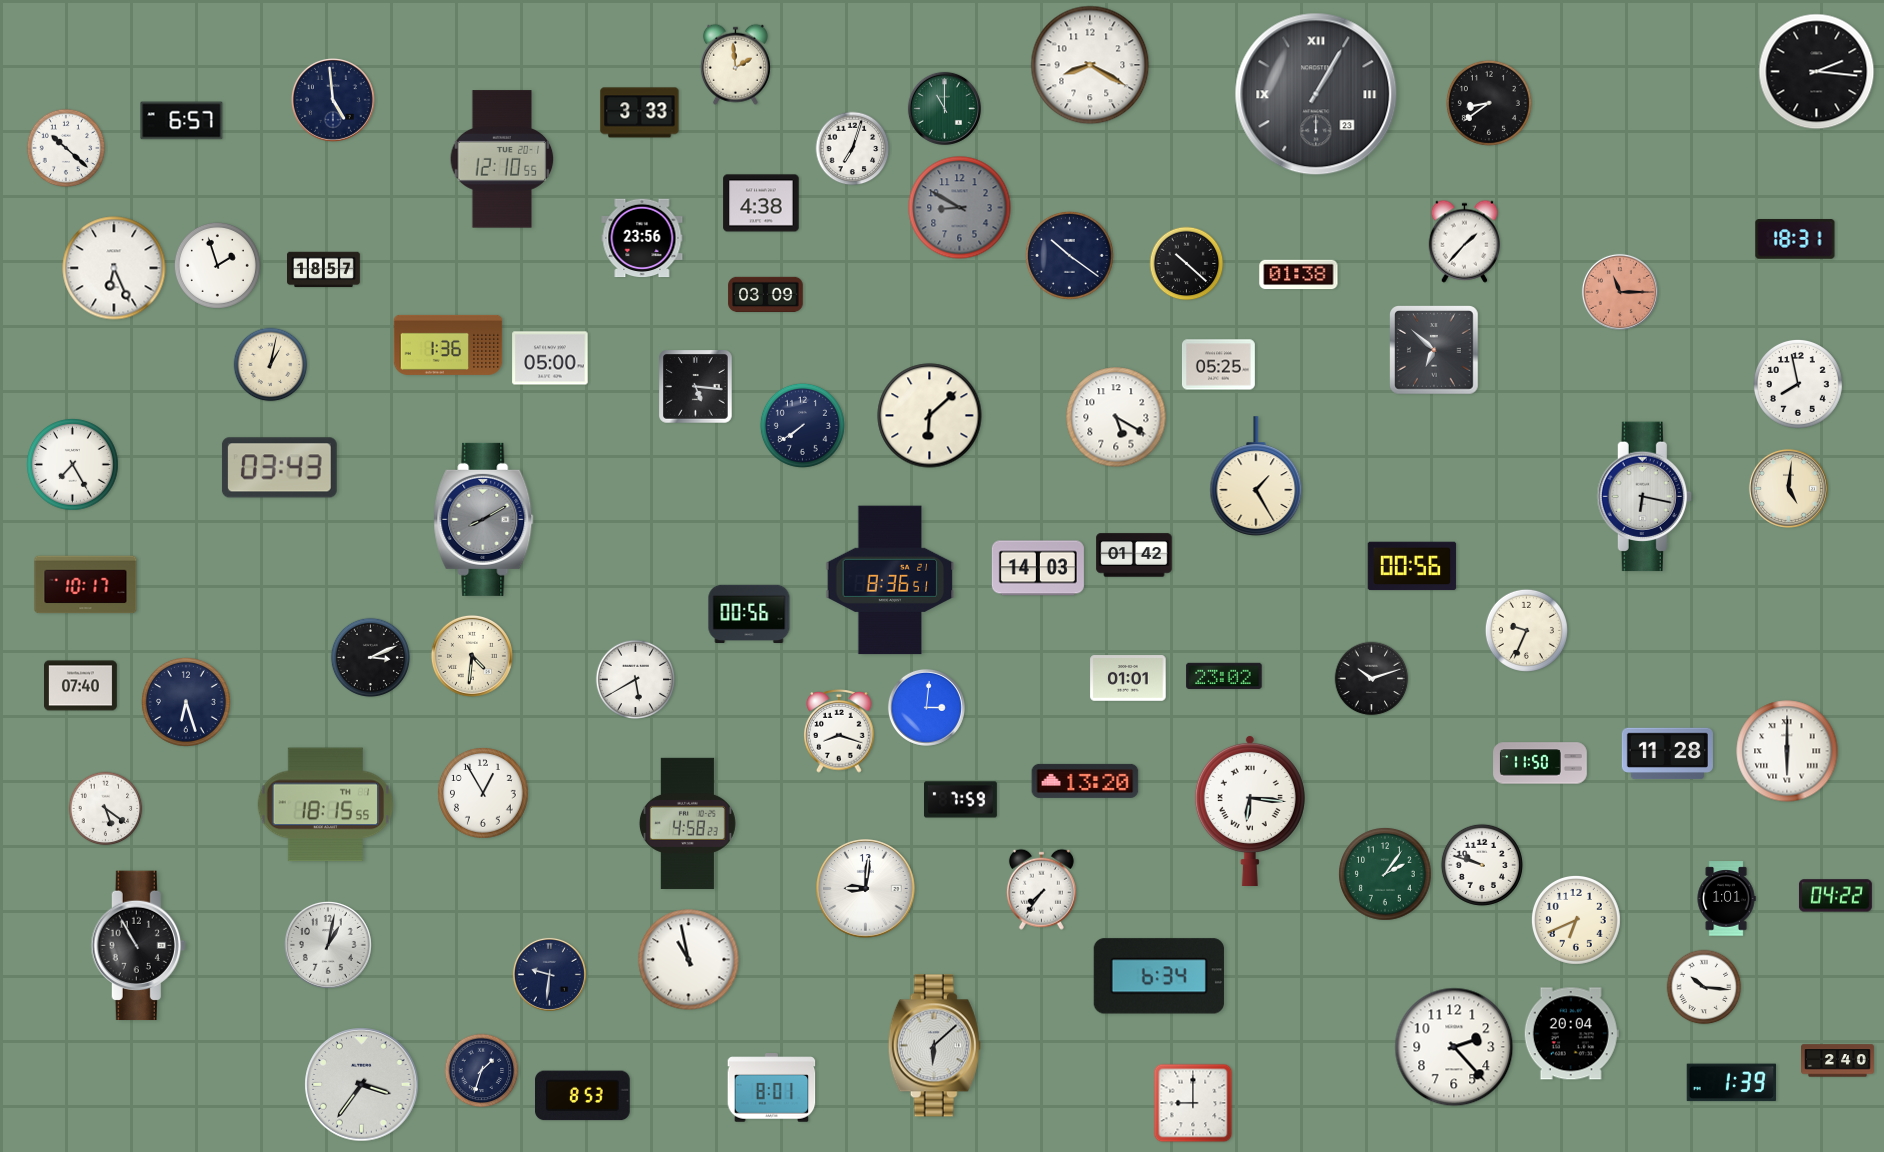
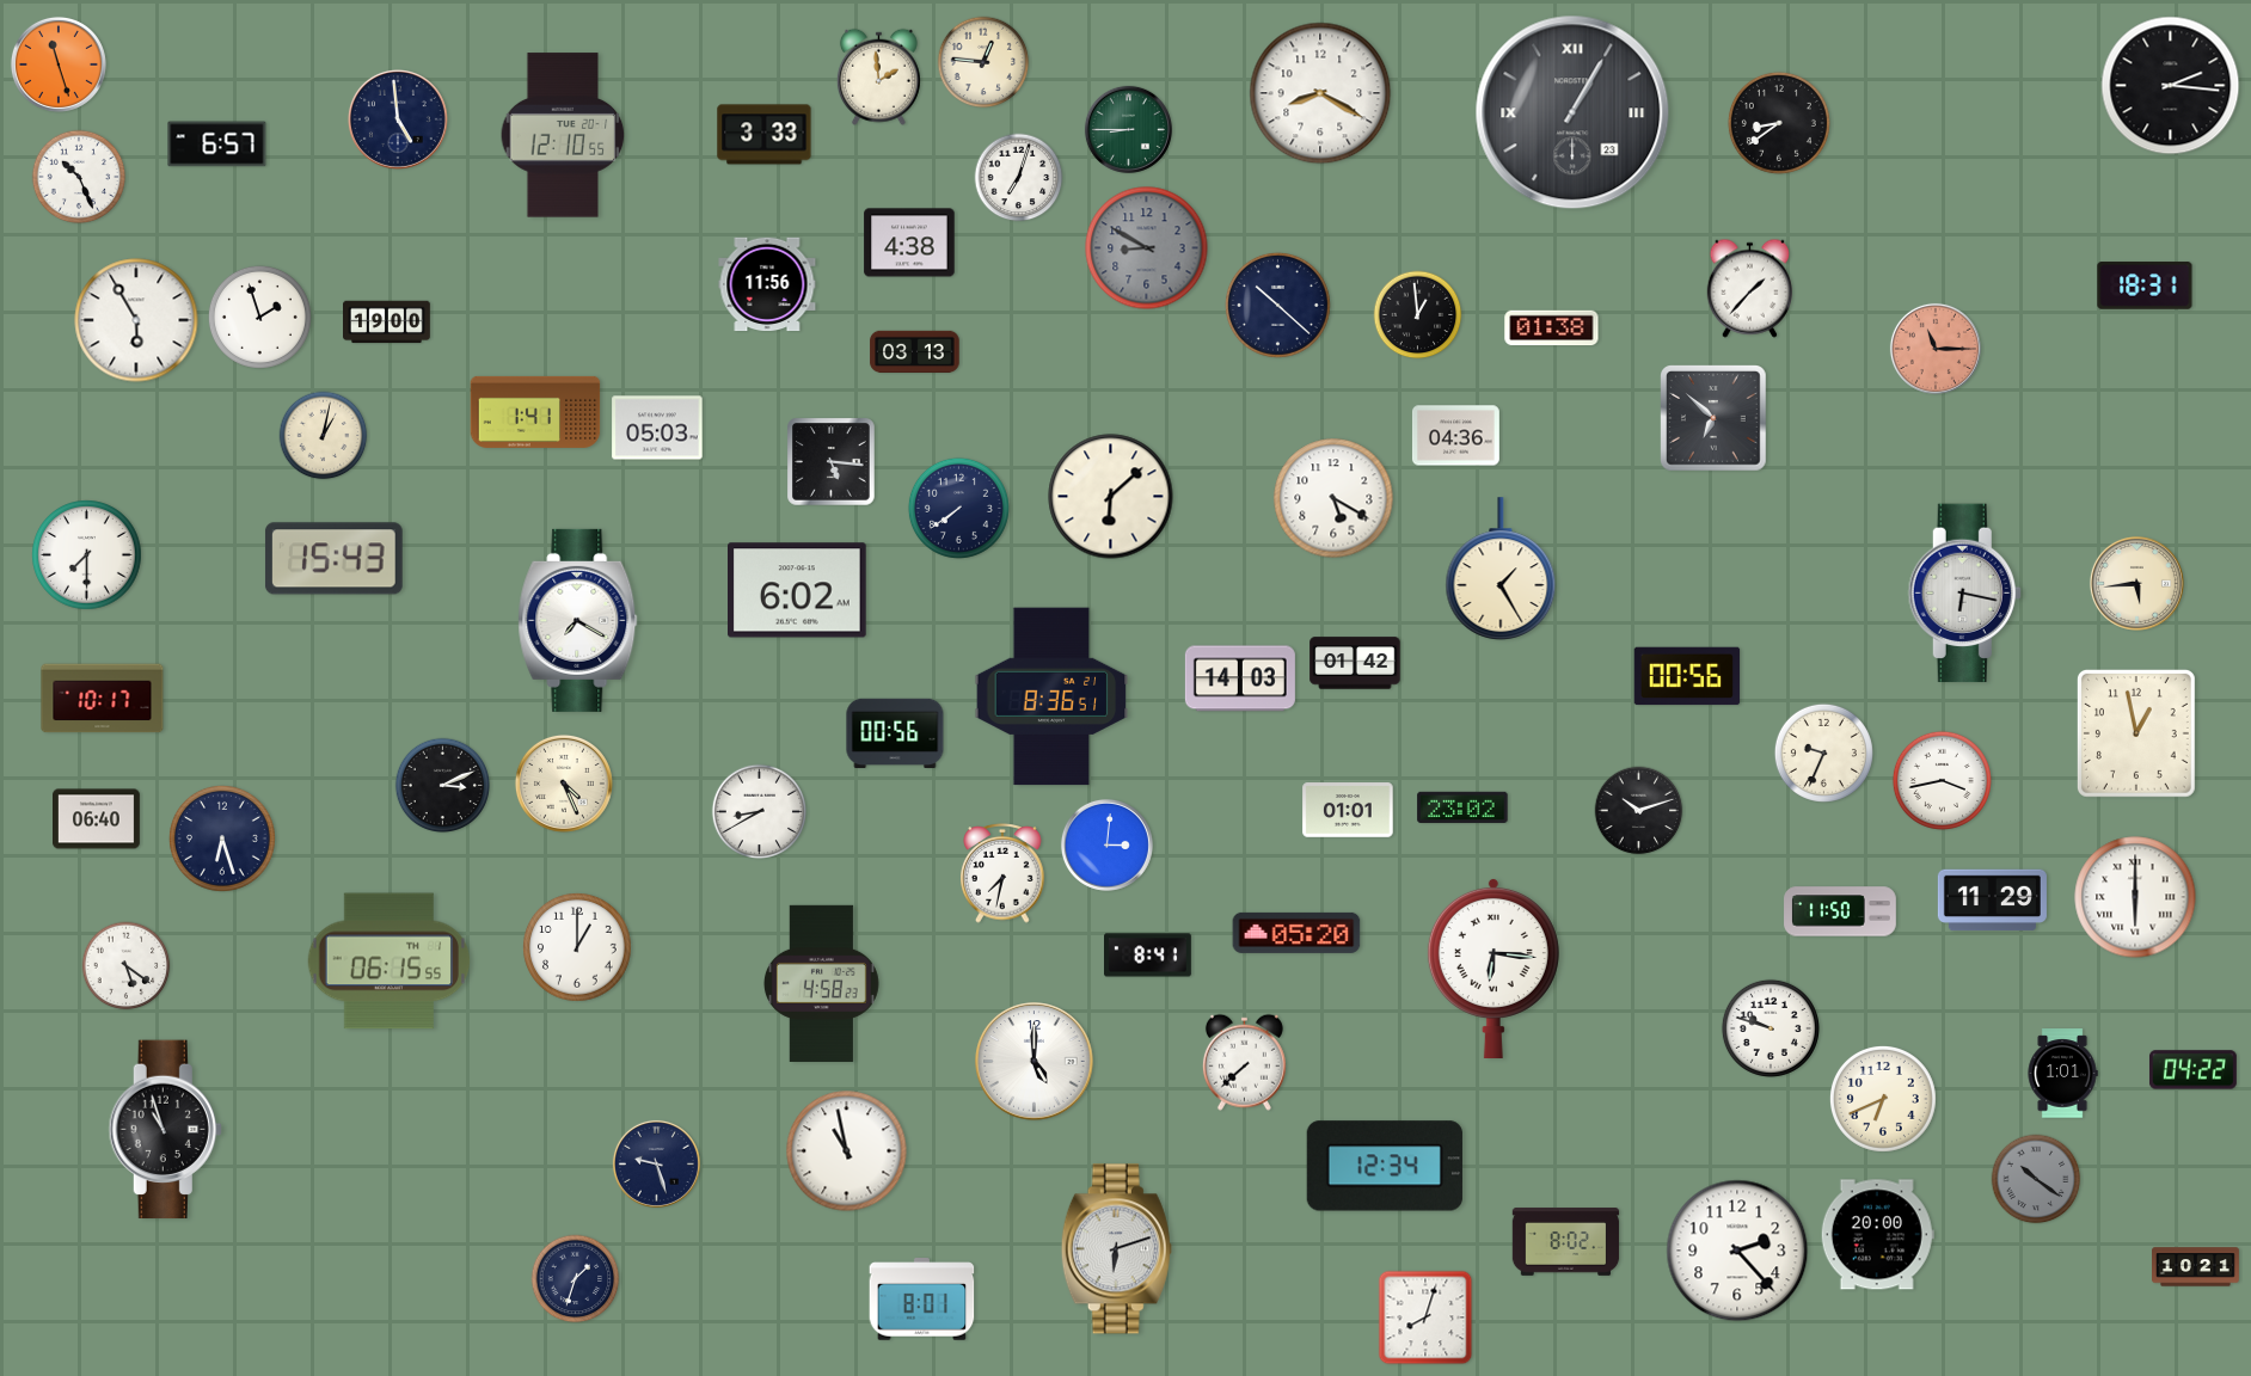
clock at (983, 62): none -> 12:46
clock at (59, 64): none -> 11:27
clock at (1090, 65) position: (1090, 65) -> (1320, 93)
clock at (944, 108): 11:00 -> 8:45
clock at (66, 148): 10:22 -> 10:26
clock at (502, 159) position: (502, 159) -> (563, 135)
clock at (642, 238): 23:56 -> 11:56
clock at (1069, 255): 10:21 -> 10:22
clock at (1187, 264): 10:22 -> 12:59
clock at (114, 268): 6:26 -> 5:55
clock at (324, 270): 18:57 -> 19:00
clock at (766, 294): 03:09 -> 03:13
clock at (448, 345): 1:36 -> 1:41
clock at (550, 358): 05:00 -> 05:03
clock at (1218, 365): 05:25 -> 04:36
clock at (1798, 384): 7:58 -> none
clock at (73, 465): 7:25 -> 7:30
clock at (279, 468): 03:43 -> 15:43
clock at (1788, 488): 5:01 -> 5:44
clock at (798, 590): none -> 6:02
clock at (484, 519): 8:10 -> 7:20
clock at (484, 519) dial: grey -> white
clock at (890, 580) position: (890, 580) -> (1051, 696)
clock at (2136, 733): none -> 12:58
clock at (1942, 780): none -> 3:43
clock at (472, 656): 4:31 -> 4:26
clock at (636, 680): 5:40 -> 8:40
clock at (81, 686): 07:40 -> 06:40
clock at (839, 732): 8:18 -> 7:32
clock at (1667, 754): 11:28 -> 11:29
clock at (1085, 781): 13:20 -> 05:20
clock at (484, 794): 12:55 -> 1:00
clock at (961, 800): 7:59 -> 8:41
clock at (326, 805): 18:15 -> 06:15
clock at (1482, 865) position: (1482, 865) -> (1771, 1028)
clock at (1385, 874): 2:06 -> none
clock at (866, 889): 9:01 -> 5:00
clock at (1041, 889): 7:36 -> 7:38
clock at (328, 945): 1:02 -> none
clock at (138, 946): 10:55 -> 10:57
clock at (689, 960) position: (689, 960) -> (847, 1151)
clock at (549, 974): 9:31 -> 9:27
clock at (1159, 976): 6:34 -> 12:34
clock at (1704, 987): 10:16 -> 10:21
clock at (1704, 987) dial: white -> grey
clock at (1571, 1034): 20:04 -> 20:00
clock at (1566, 1242): none -> 8:02
clock at (934, 1046): 6:08 -> 6:12
clock at (1838, 1061): 2:40 -> 10:21
clock at (1731, 1083): 1:39 -> none
clock at (362, 1085): 3:36 -> none
clock at (583, 1096): 8:53 -> none
clock at (1193, 1103): 9:00 -> 8:03
